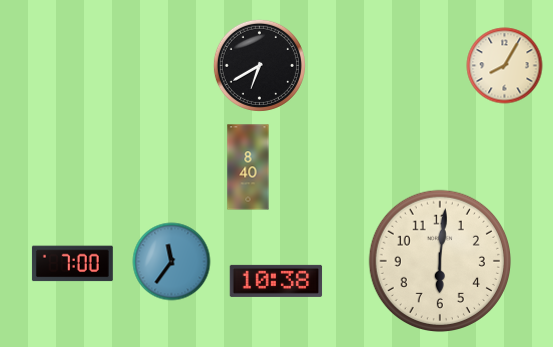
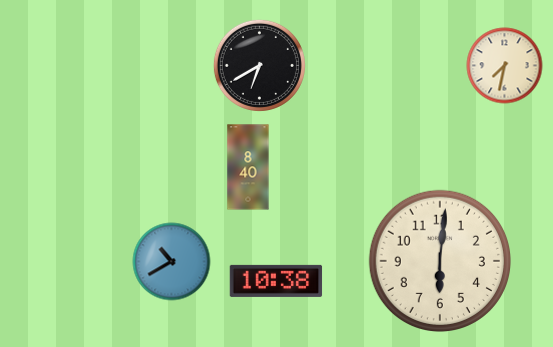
clock at (505, 66): 8:05 -> 7:32
clock at (172, 262): 11:36 -> 10:40
clock at (72, 264): 7:00 -> none
